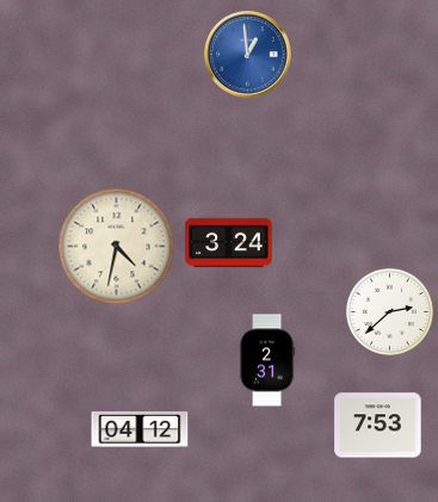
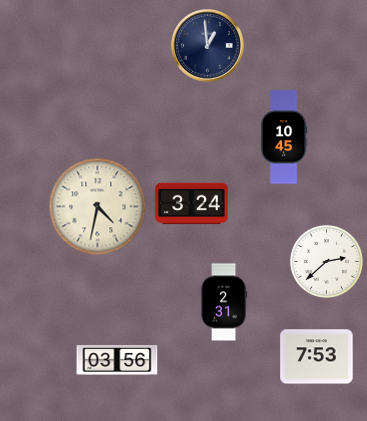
clock at (248, 55) dial: blue -> navy
clock at (284, 137): none -> 10:45
clock at (140, 430): 04:12 -> 03:56
